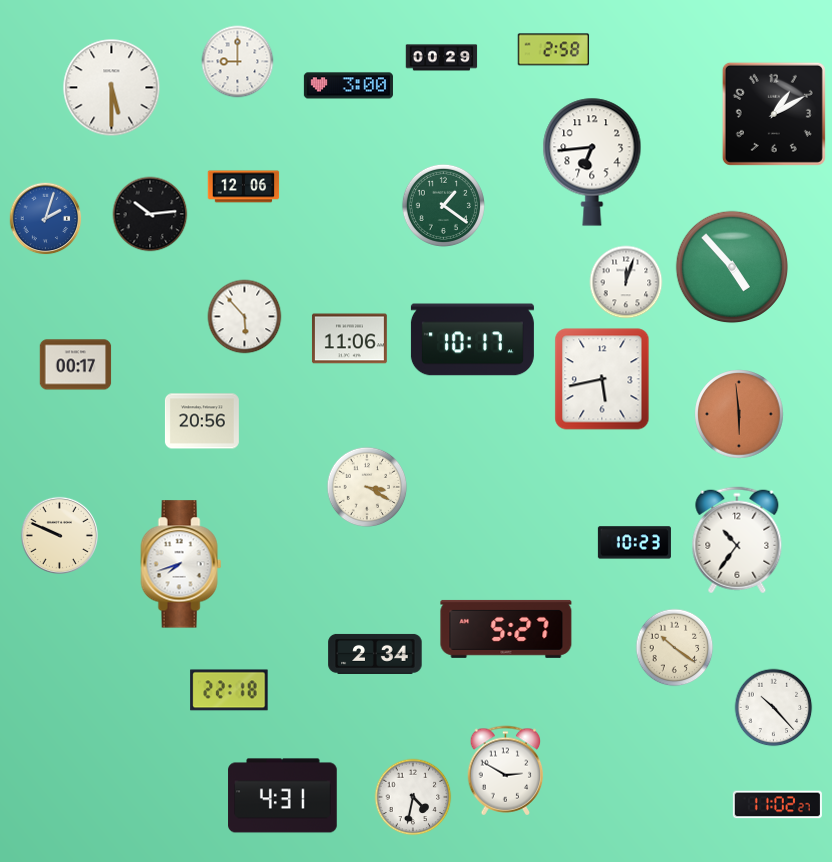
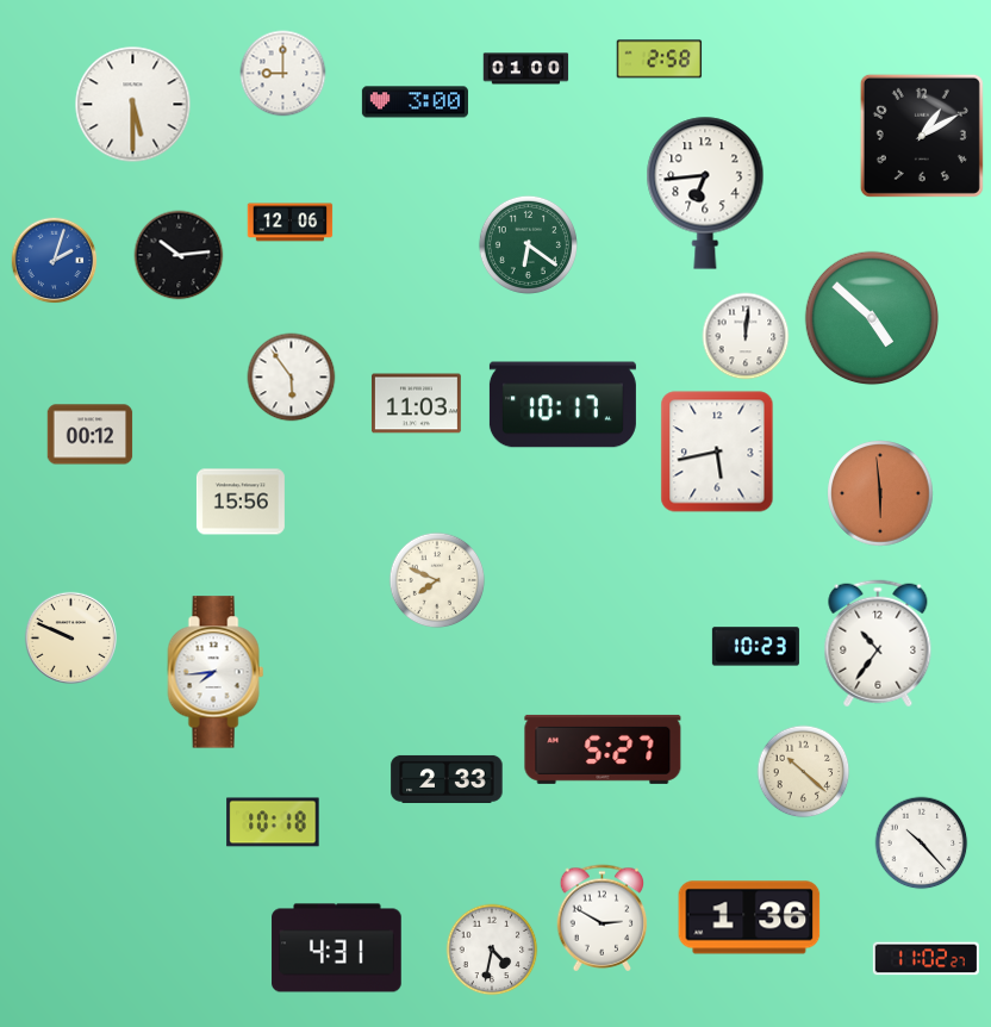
clock at (442, 58): 00:29 -> 01:00
clock at (443, 205): 1:21 -> 6:21
clock at (732, 267): 4:53 -> 4:52
clock at (626, 282): 12:03 -> 12:01
clock at (245, 317): 5:53 -> 5:54
clock at (349, 339): 11:06 -> 11:03
clock at (76, 365): 00:17 -> 00:12
clock at (202, 421): 20:56 -> 15:56
clock at (367, 487): 3:20 -> 7:49
clock at (181, 564): 7:42 -> 7:44
clock at (675, 648): 10:21 -> 10:22
clock at (375, 654): 2:34 -> 2:33
clock at (229, 690): 22:18 -> 10:18
clock at (749, 917): none -> 1:36
